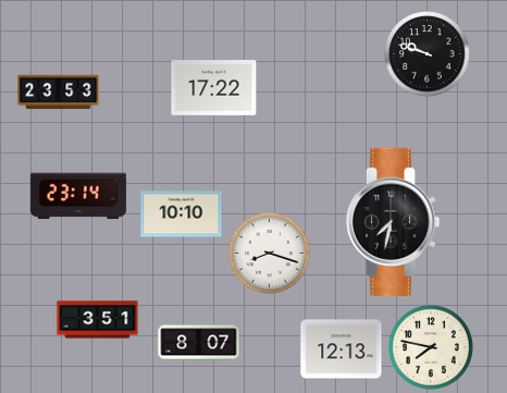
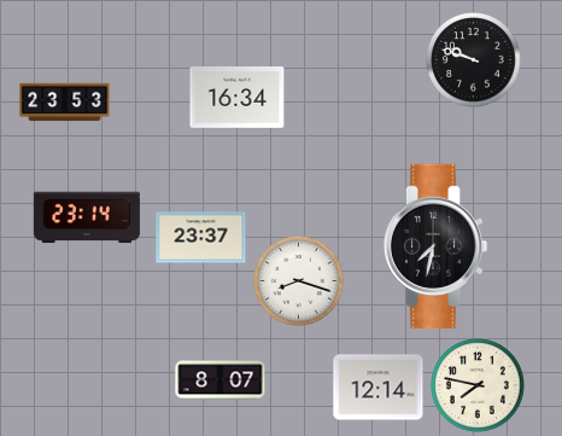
clock at (214, 88): 17:22 -> 16:34
clock at (182, 214): 10:10 -> 23:37
clock at (98, 320): 3:51 -> none
clock at (342, 349): 12:13 -> 12:14
